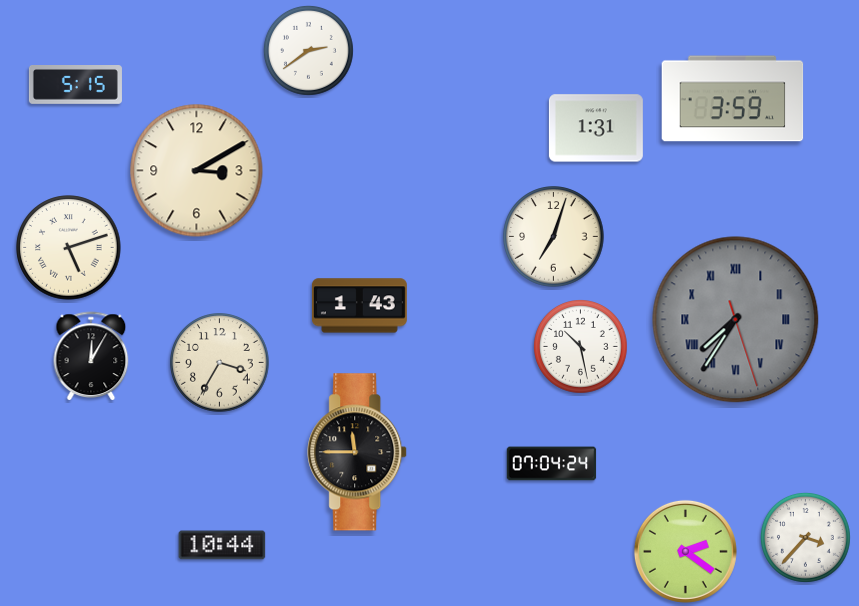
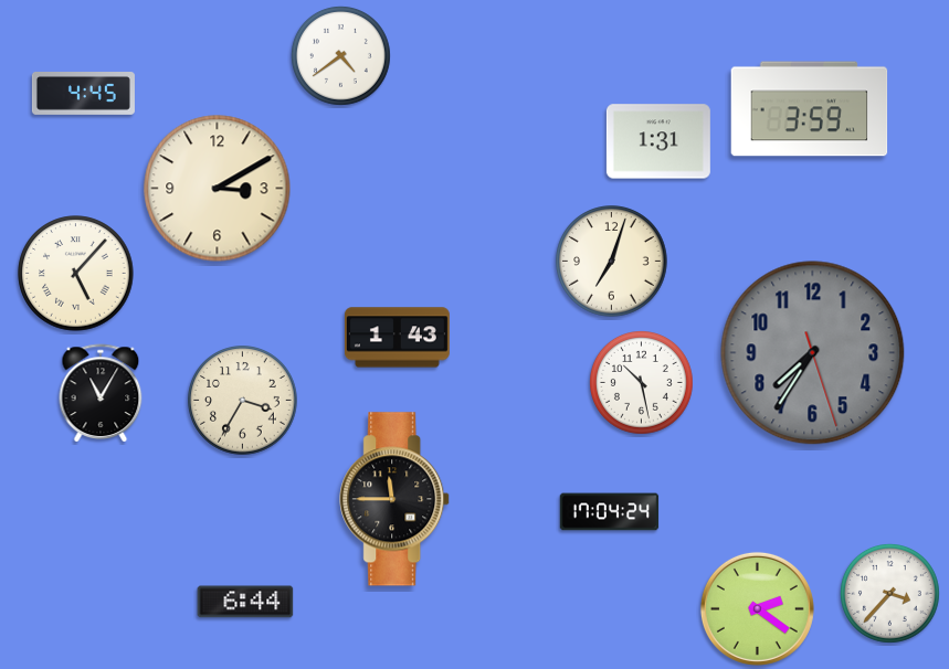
clock at (308, 50): 2:39 -> 4:39
clock at (75, 85): 5:15 -> 4:45
clock at (69, 248): 5:12 -> 5:07
clock at (736, 320) numerals: Roman -> Arabic
clock at (91, 356): 12:05 -> 11:05
clock at (552, 464): 07:04 -> 17:04
clock at (222, 545): 10:44 -> 6:44
